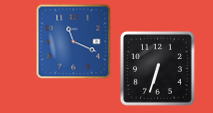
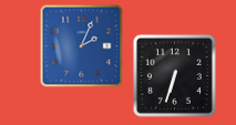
clock at (74, 42): 11:19 -> 2:04
